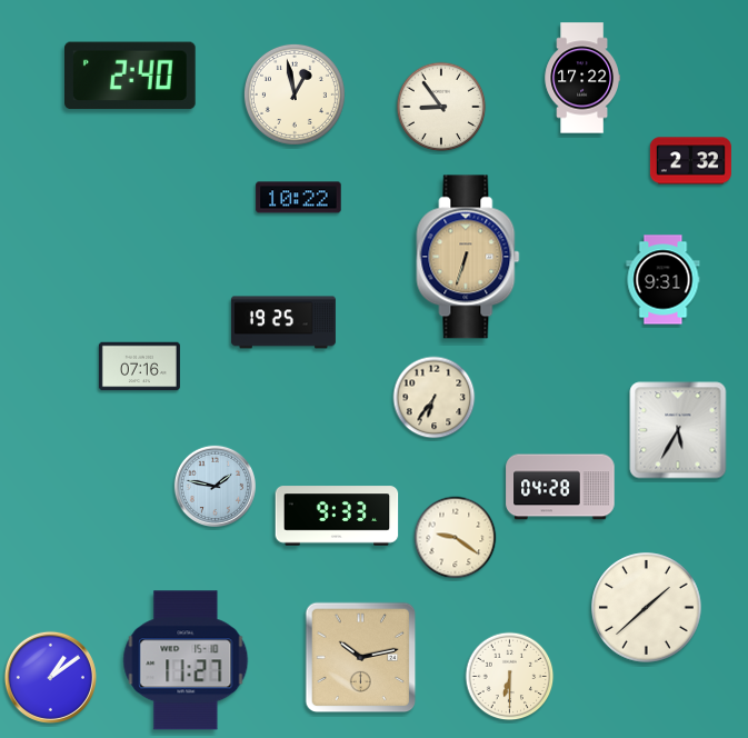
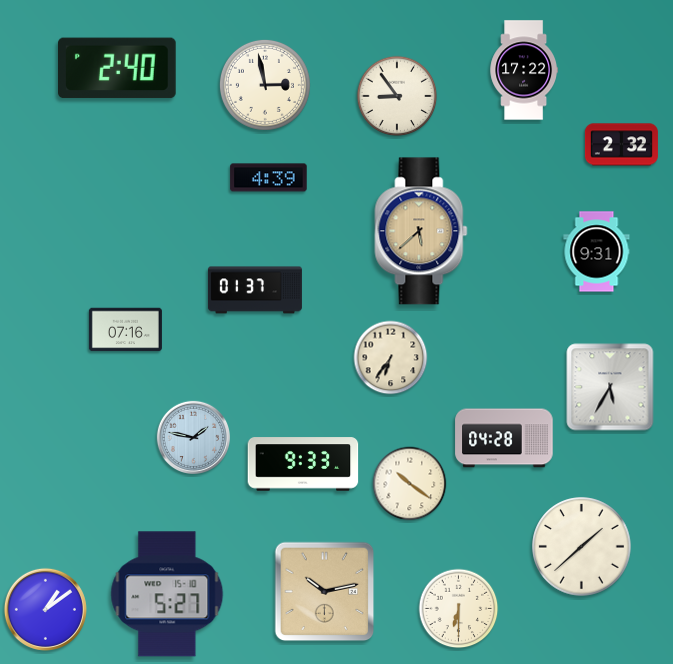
clock at (295, 94): 12:58 -> 2:58
clock at (299, 198): 10:22 -> 4:39
clock at (468, 257): 6:33 -> 5:38
clock at (283, 322): 19:25 -> 01:37
clock at (456, 538): 9:21 -> 10:21
clock at (186, 660): 11:27 -> 5:27
